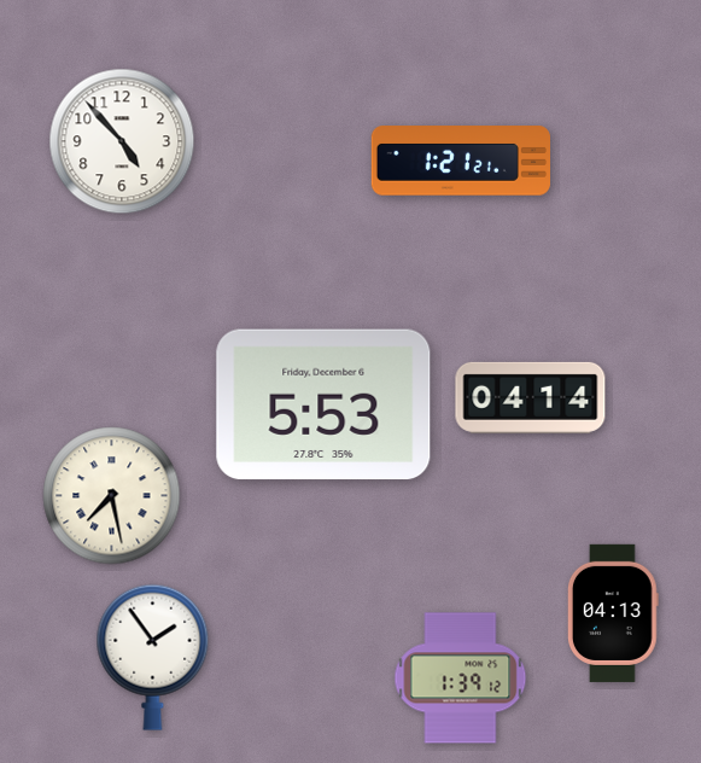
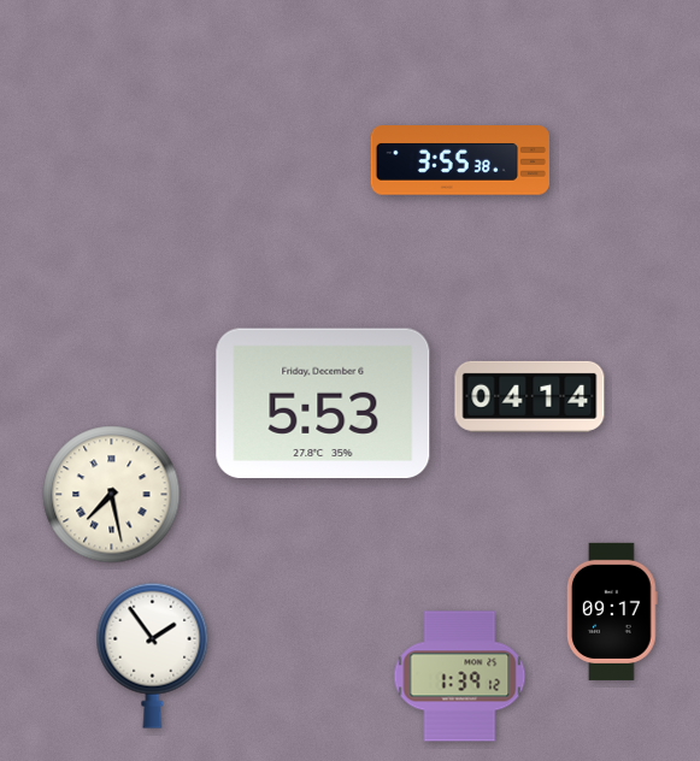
clock at (122, 141): 4:53 -> none
clock at (460, 161): 1:21 -> 3:55
clock at (613, 613): 04:13 -> 09:17
